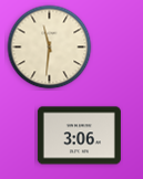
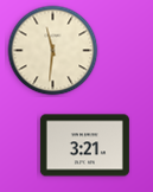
clock at (79, 136): 3:06 -> 3:21
